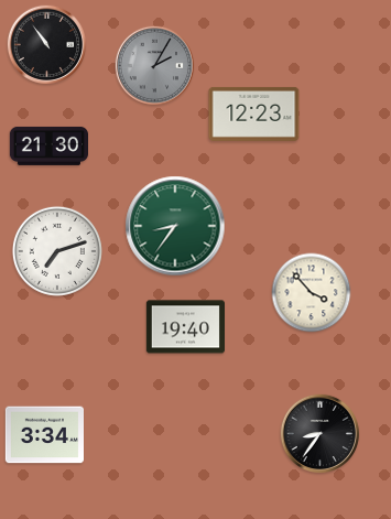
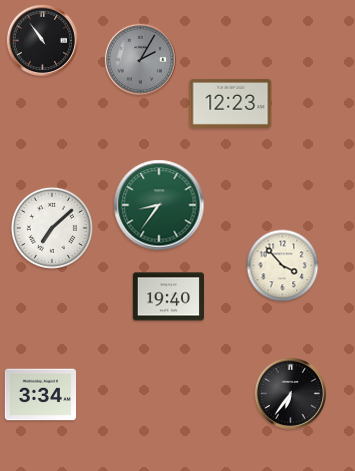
clock at (48, 145): 21:30 -> none
clock at (57, 251): 7:12 -> 7:08
clock at (321, 434): 8:36 -> 6:36
